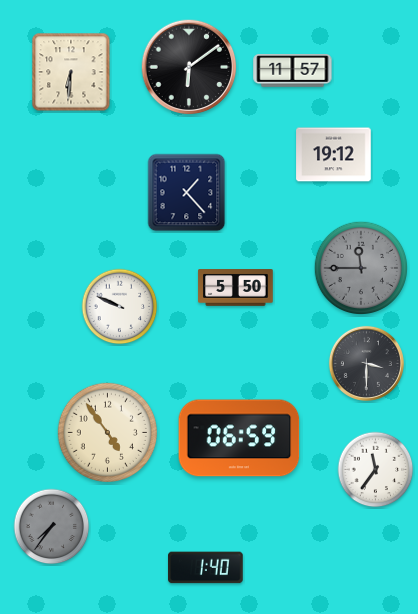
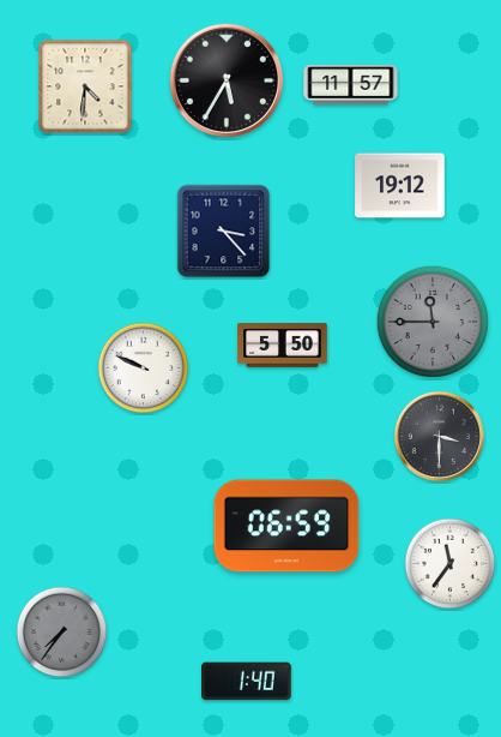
clock at (189, 67): 6:09 -> 5:35
clock at (71, 72): 6:31 -> 4:31
clock at (187, 193): 1:23 -> 3:23
clock at (107, 432): 4:54 -> none
